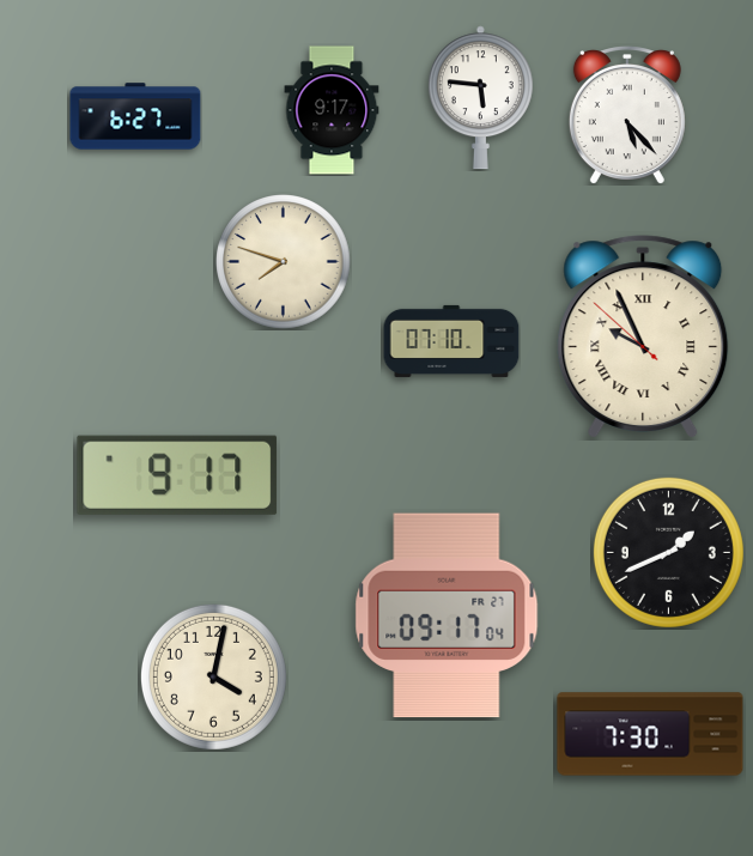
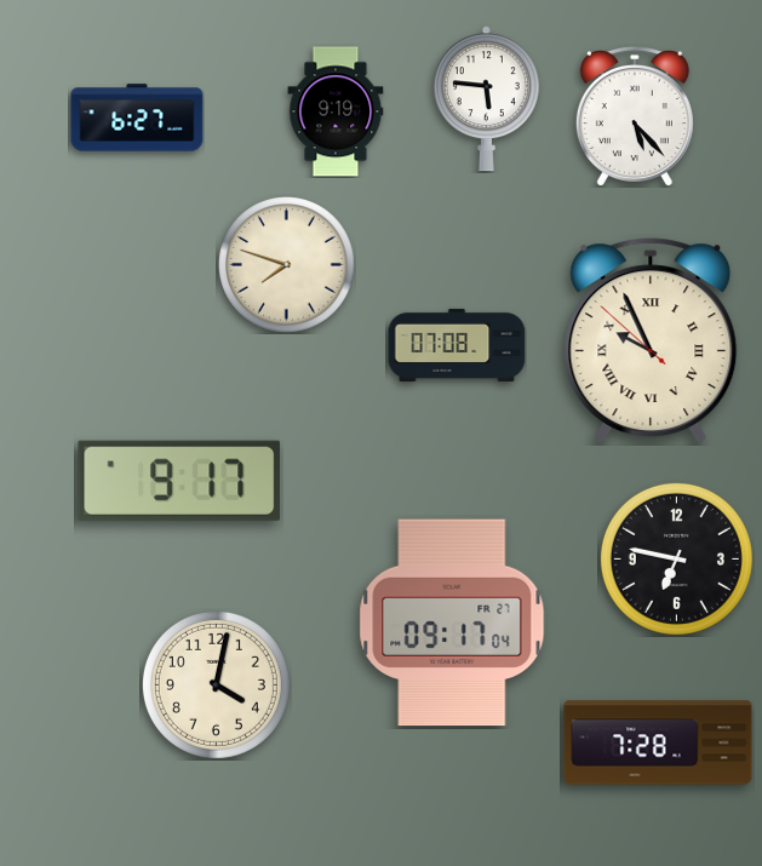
clock at (332, 110): 9:17 -> 9:19
clock at (451, 341): 07:10 -> 07:08
clock at (668, 552): 1:41 -> 6:47
clock at (650, 734): 7:30 -> 7:28
